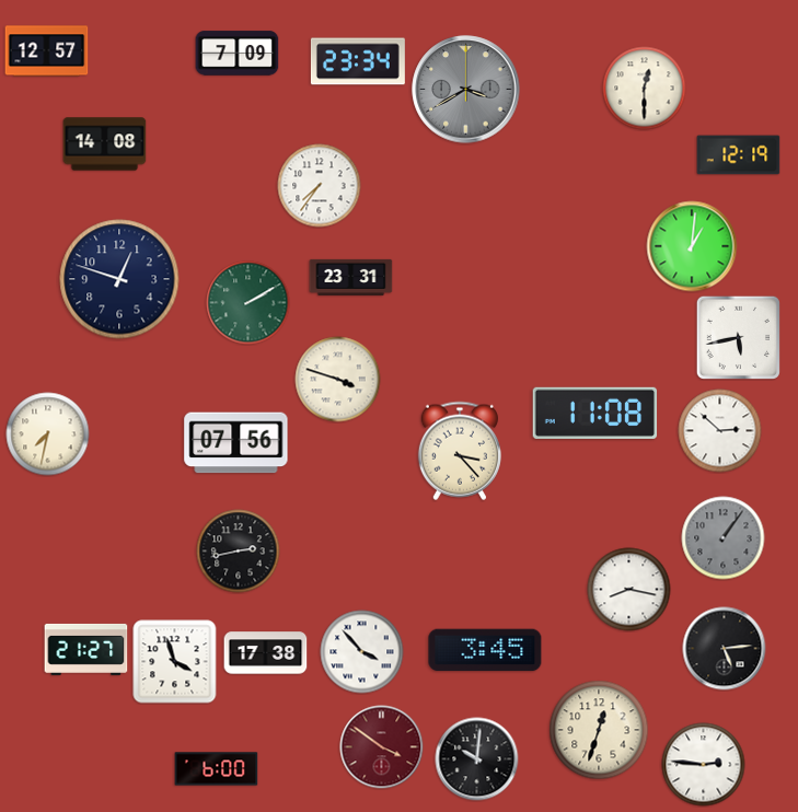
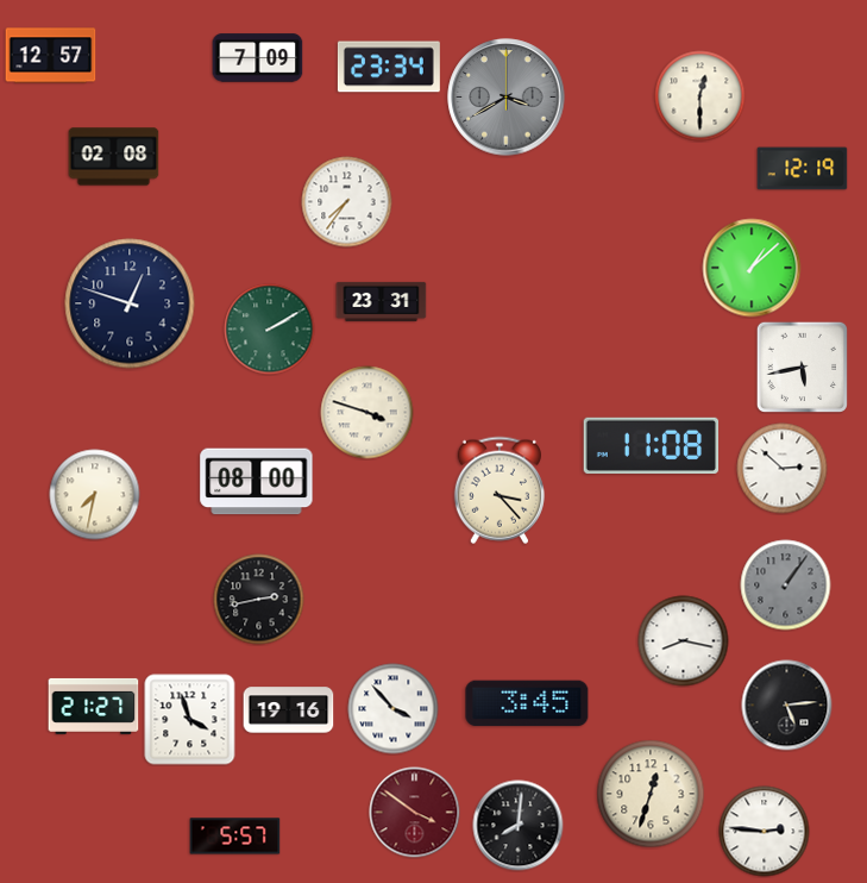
clock at (105, 144): 14:08 -> 02:08
clock at (692, 246): 1:01 -> 1:08
clock at (595, 413) position: (595, 413) -> (652, 445)
clock at (48, 434) position: (48, 434) -> (95, 495)
clock at (236, 443): 07:56 -> 08:00
clock at (485, 650) position: (485, 650) -> (527, 703)
clock at (266, 653): 17:38 -> 19:16
clock at (477, 759): 10:01 -> 8:01
clock at (217, 769): 6:00 -> 5:57
